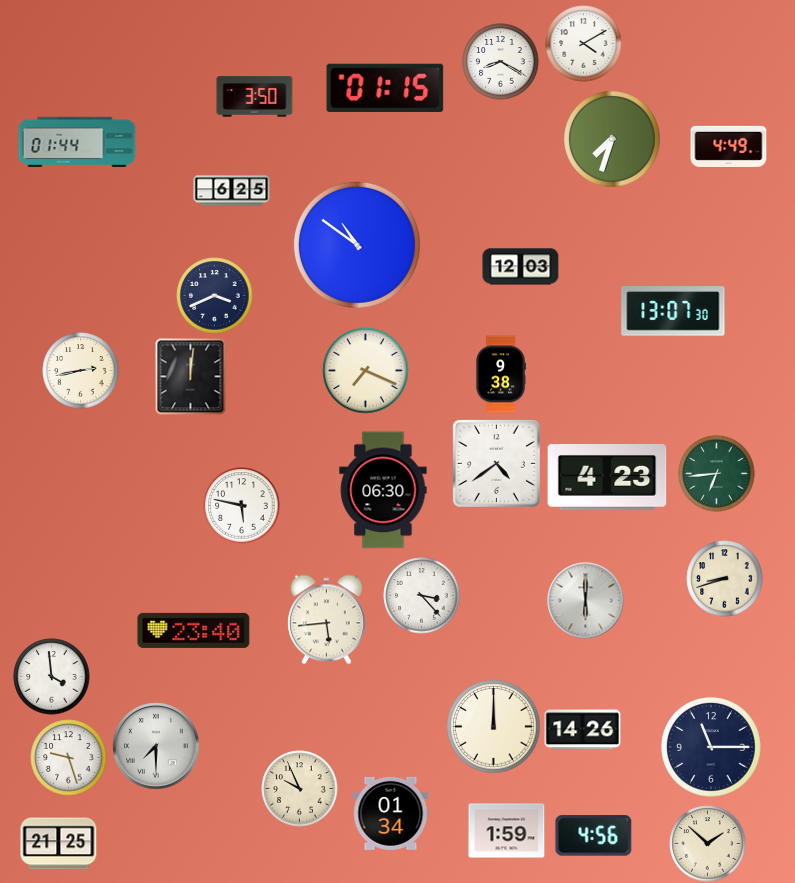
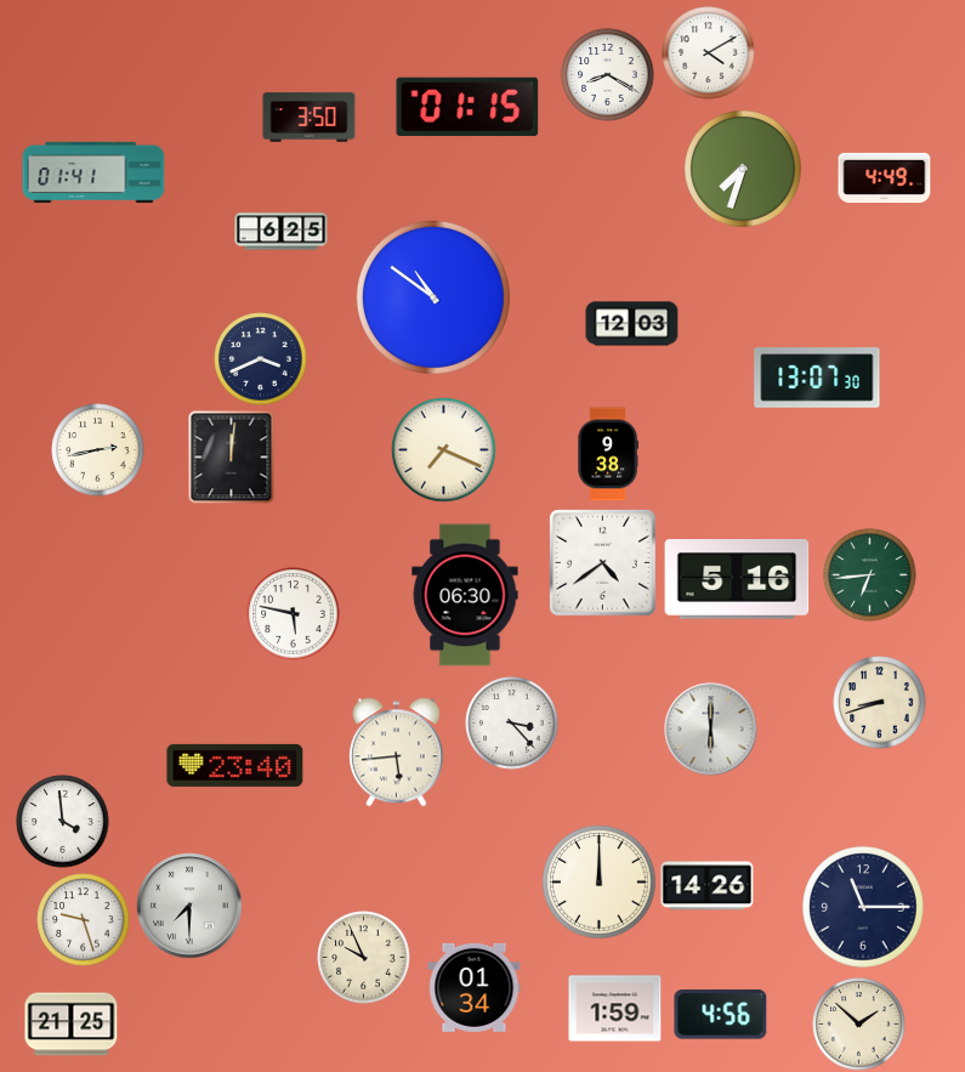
clock at (77, 141): 01:44 -> 01:41
clock at (607, 478): 4:23 -> 5:16
